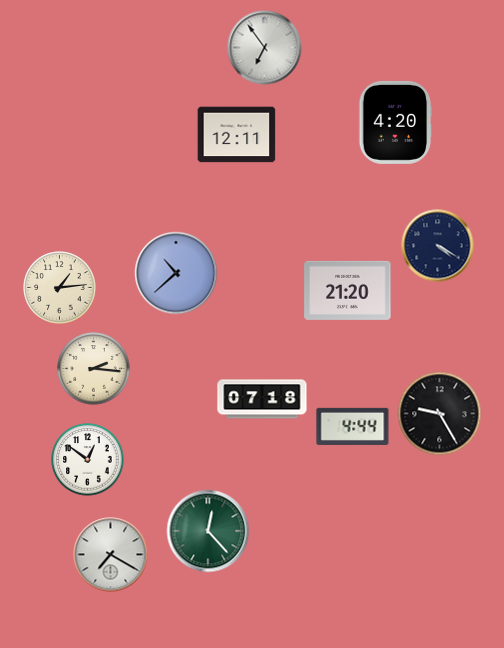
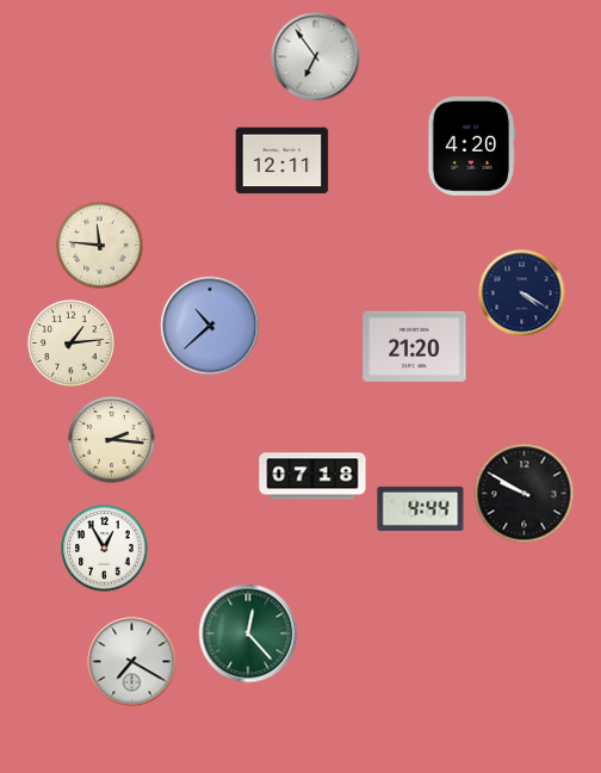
clock at (100, 246): none -> 11:46
clock at (440, 414): 9:25 -> 9:50
clock at (88, 460): 12:51 -> 12:55
